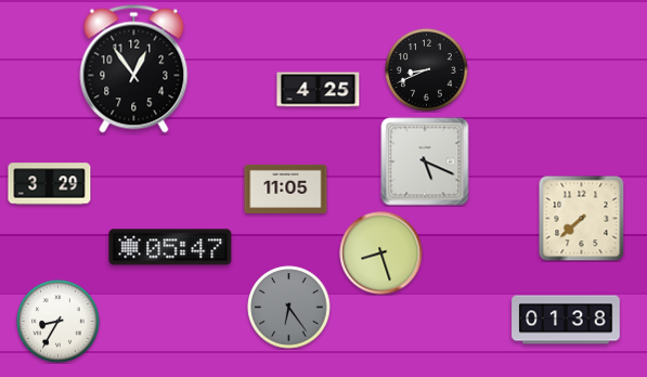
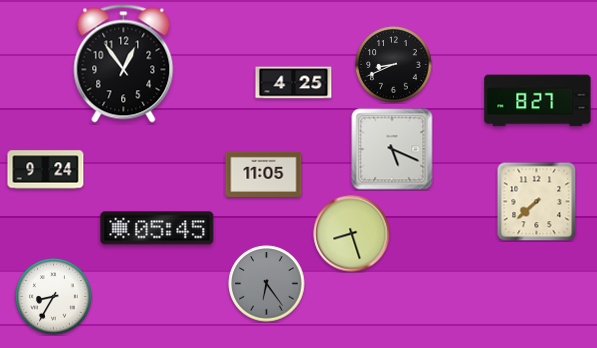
clock at (538, 101): none -> 8:27
clock at (50, 184): 3:29 -> 9:24
clock at (170, 247): 05:47 -> 05:45
clock at (566, 320): 01:38 -> none
